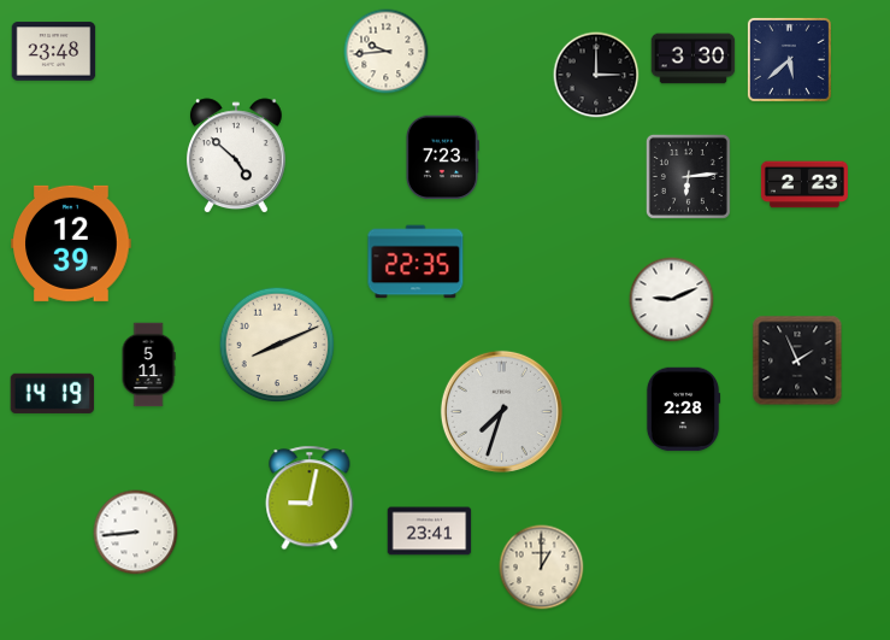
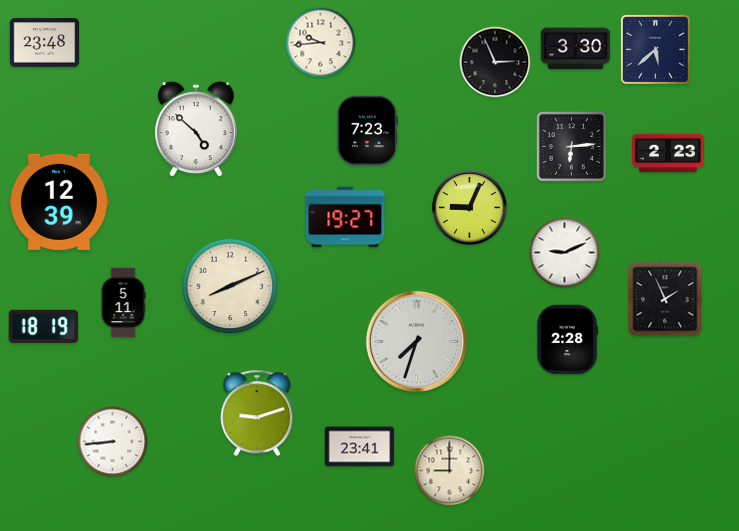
clock at (596, 75): 3:00 -> 2:56
clock at (470, 208): none -> 9:04
clock at (415, 262): 22:35 -> 19:27
clock at (672, 300) position: (672, 300) -> (565, 253)
clock at (797, 360) position: (797, 360) -> (665, 299)
clock at (53, 393): 14:19 -> 18:19
clock at (310, 498): 9:02 -> 9:12
clock at (430, 532) position: (430, 532) -> (360, 447)
clock at (542, 568): 1:00 -> 9:00
